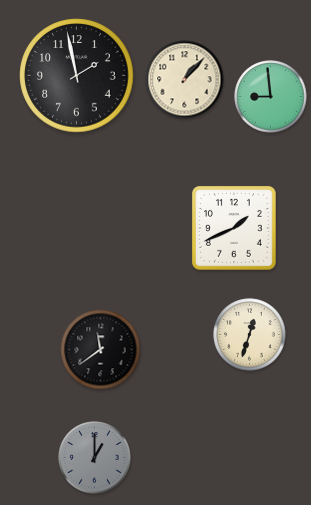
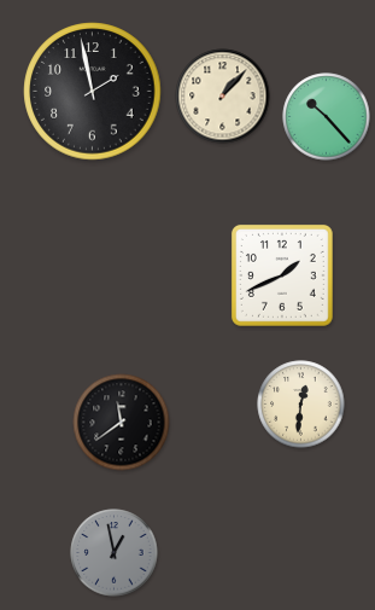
clock at (271, 97): 8:59 -> 10:23
clock at (250, 335): 12:33 -> 12:31
clock at (95, 458): 1:00 -> 12:58
